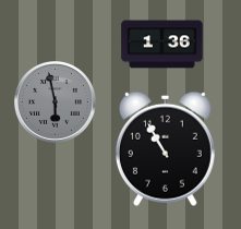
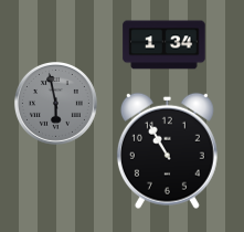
clock at (162, 45): 1:36 -> 1:34
